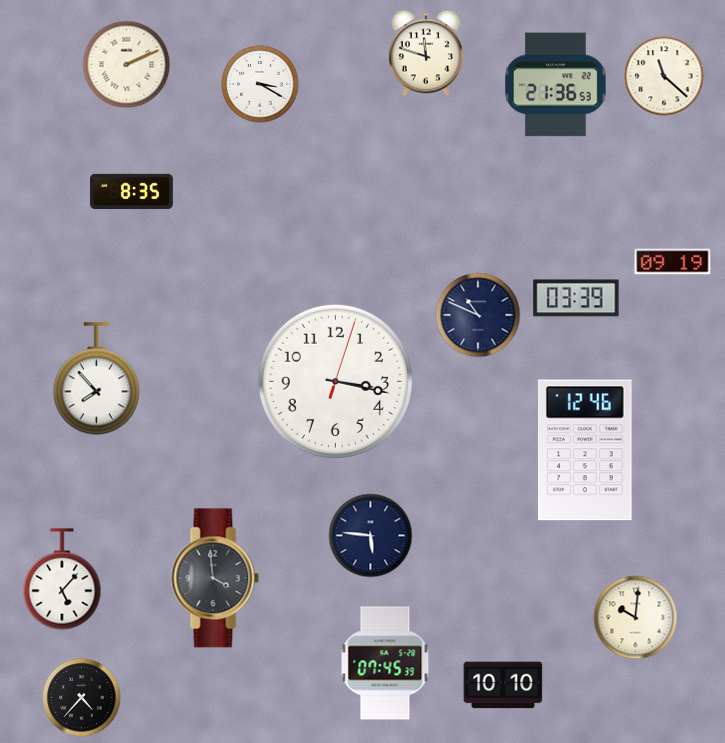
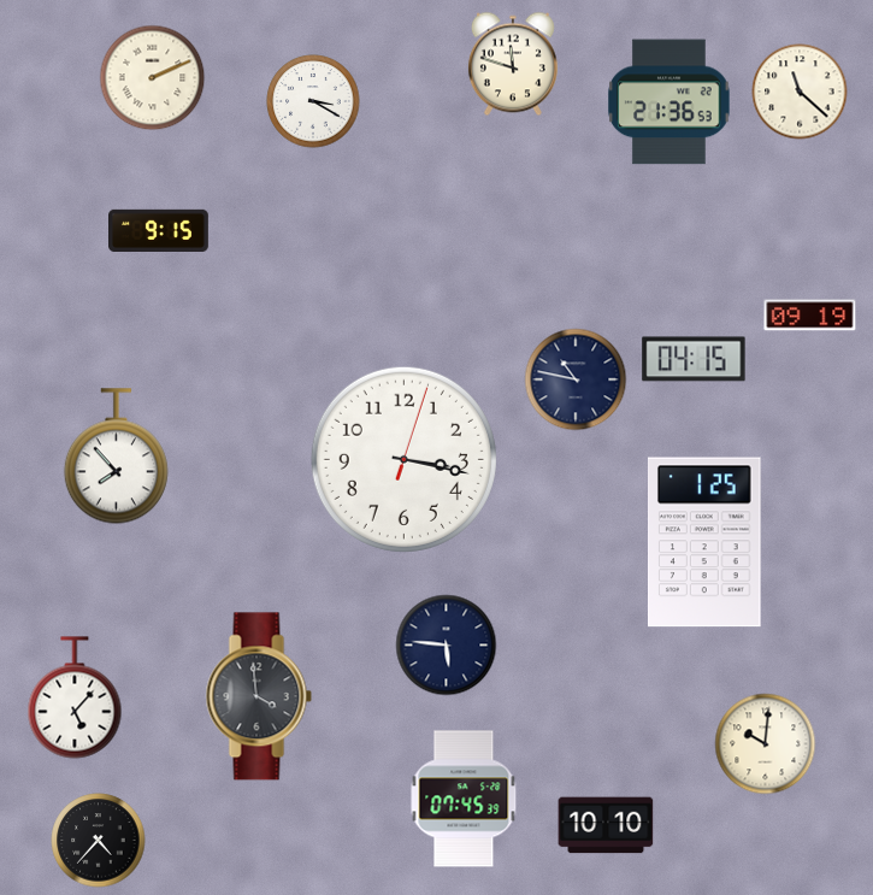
clock at (132, 191): 8:35 -> 9:15
clock at (576, 298): 03:39 -> 04:15
clock at (478, 315): 10:49 -> 10:47
clock at (586, 450): 12:46 -> 1:25
